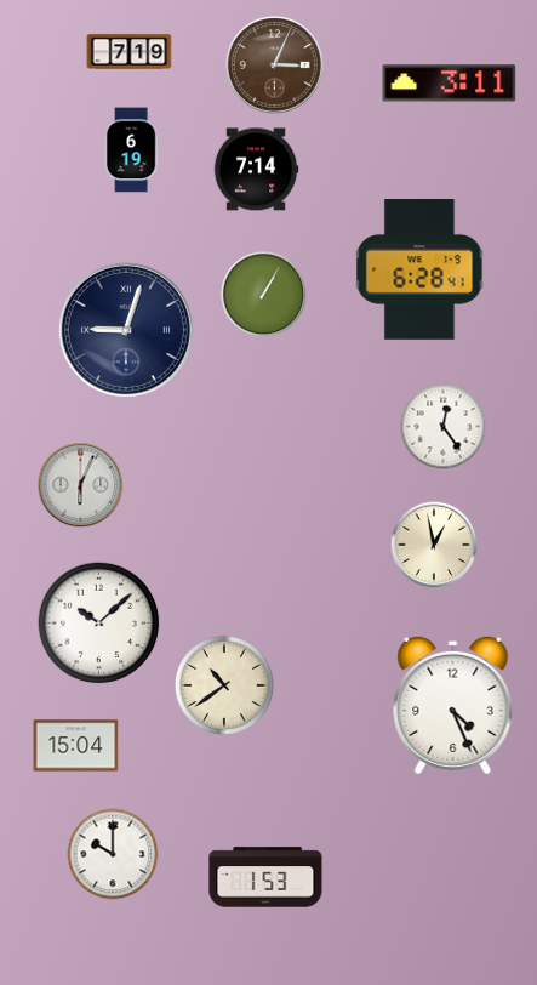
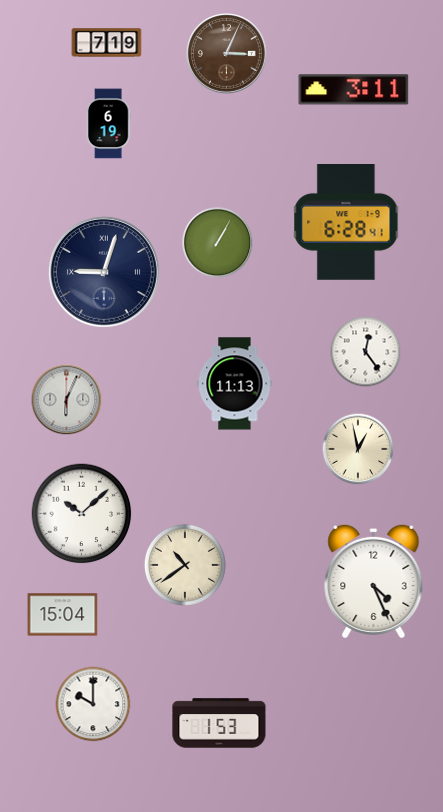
clock at (450, 84) position: (450, 84) -> (354, 90)
clock at (256, 170): 7:14 -> none
clock at (235, 384): none -> 11:13
